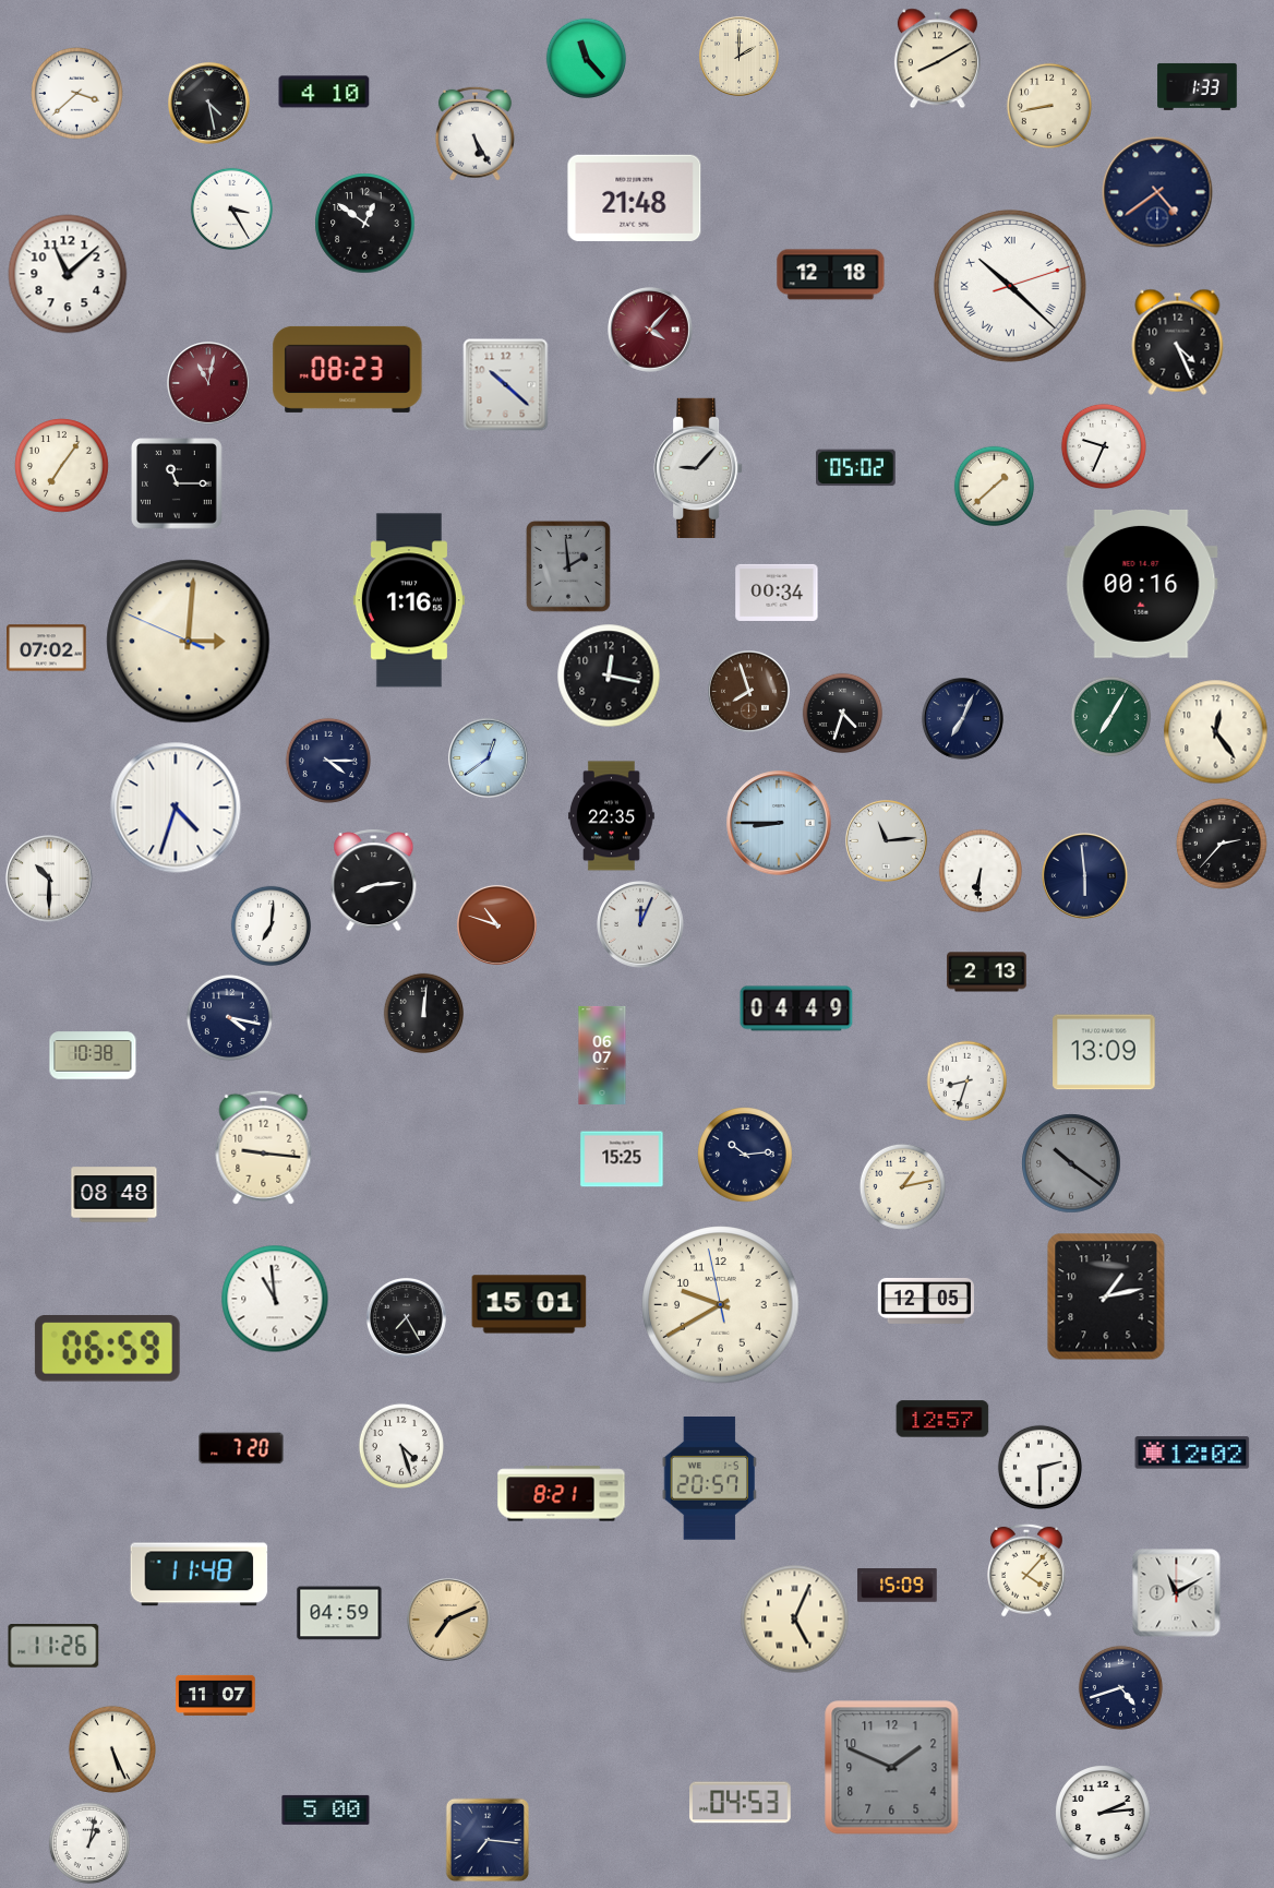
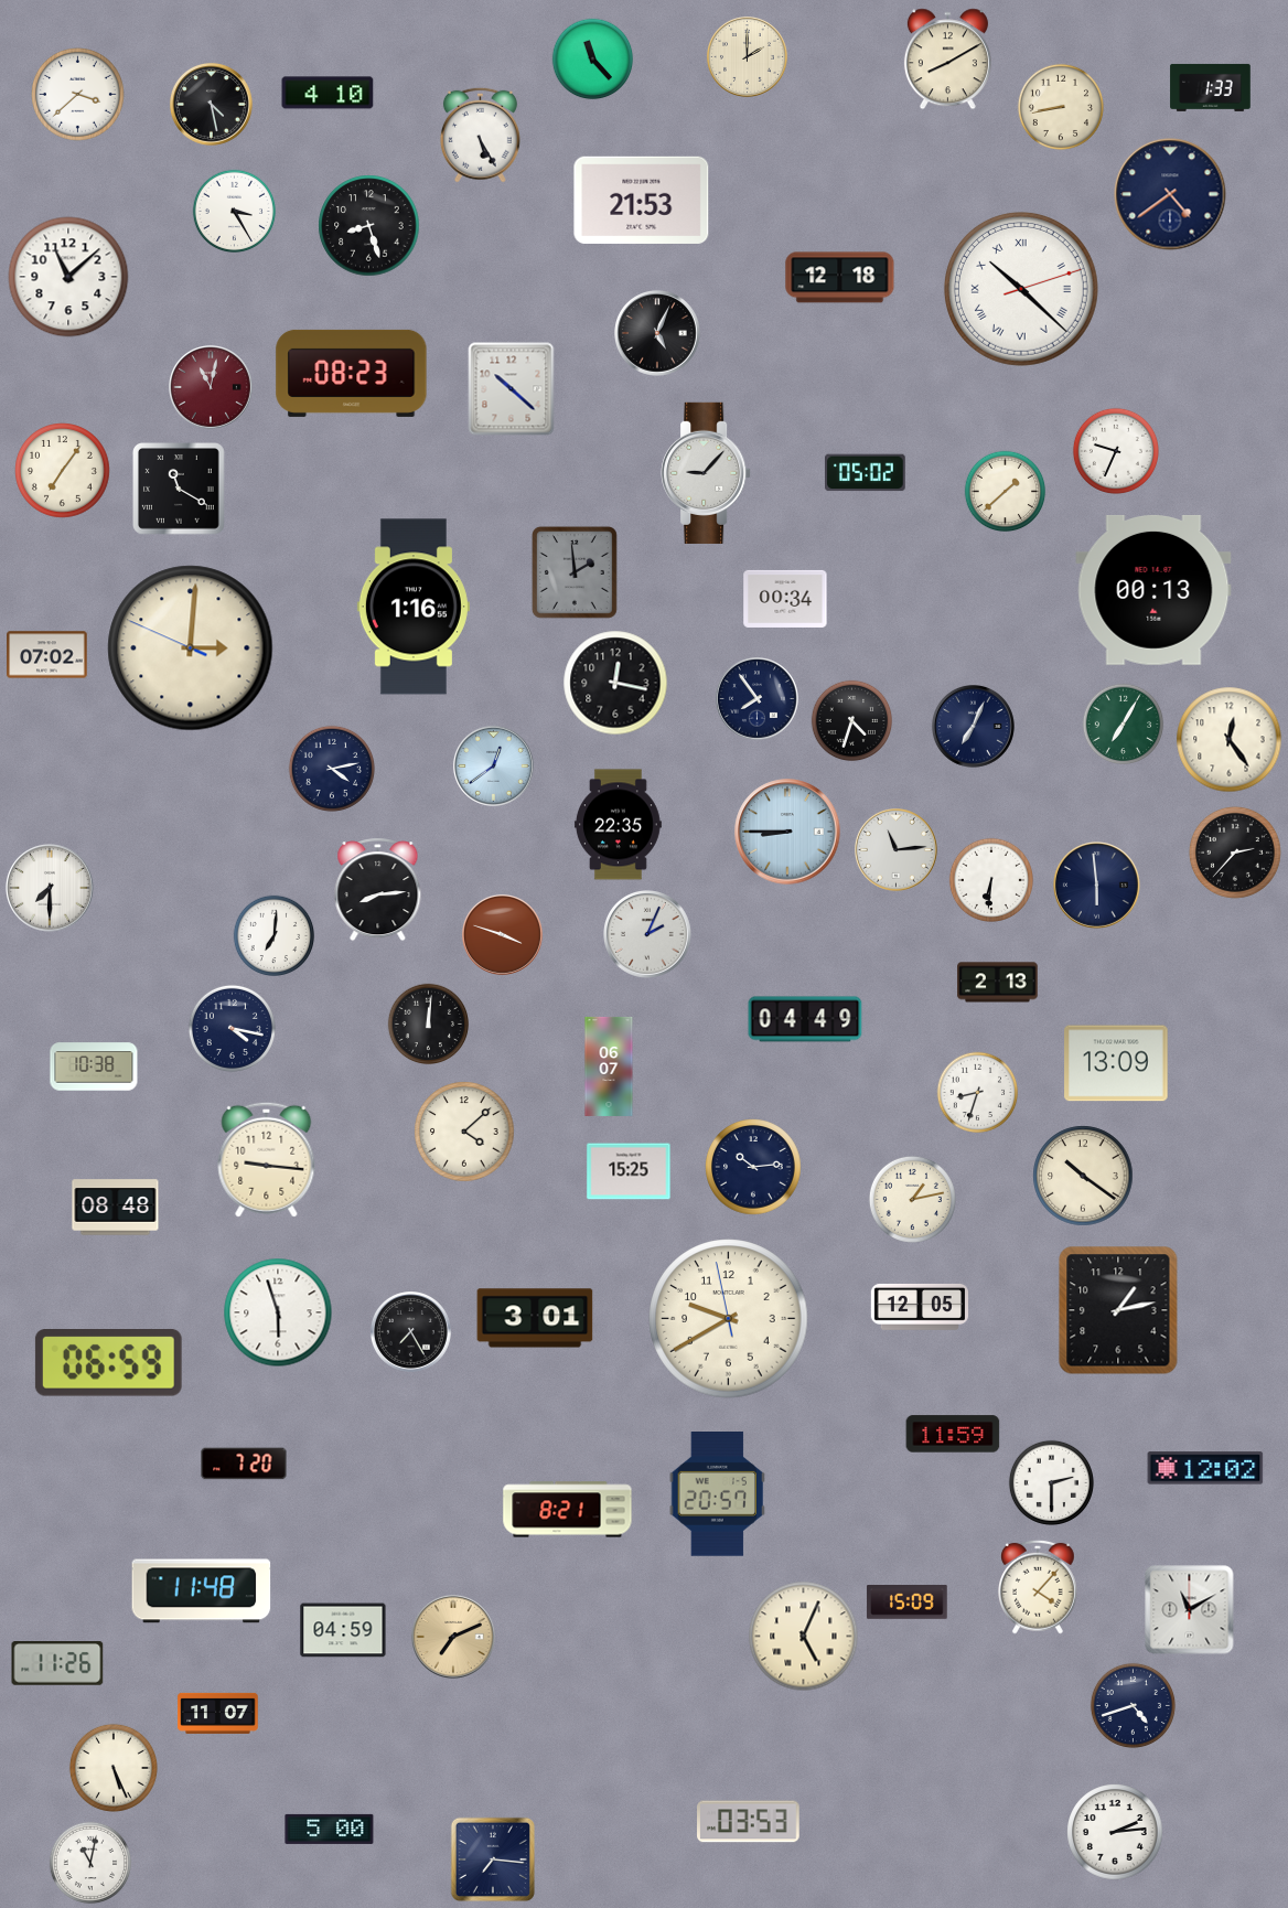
clock at (635, 198): 21:48 -> 21:53
clock at (365, 224): 12:51 -> 8:27
clock at (651, 331): 4:07 -> 5:04
clock at (651, 331) dial: burgundy -> black
clock at (1178, 342): 4:26 -> none
clock at (178, 485): 11:15 -> 11:20
clock at (1141, 584): 00:16 -> 00:13
clock at (749, 692): 7:57 -> 7:54
clock at (749, 692) dial: brown -> navy
clock at (328, 761): 4:15 -> 4:13
clock at (176, 808): 4:33 -> none
clock at (50, 880): 10:30 -> 7:30
clock at (496, 924): 10:48 -> 3:48
clock at (641, 925): 12:04 -> 2:04
clock at (464, 1132): none -> 4:08
clock at (1071, 1163) dial: grey -> cream
clock at (275, 1299): 10:59 -> 5:57
clock at (925, 1301) position: (925, 1301) -> (919, 1307)
clock at (529, 1304): 15:01 -> 3:01
clock at (942, 1419): 12:57 -> 11:59
clock at (401, 1446): 4:27 -> none
clock at (53, 1647) position: (53, 1647) -> (57, 1664)
clock at (892, 1768): 1:49 -> none
clock at (741, 1803): 04:53 -> 03:53
clock at (89, 1843): 1:02 -> 11:02
